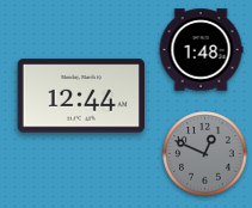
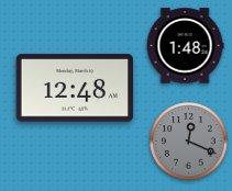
clock at (81, 96): 12:44 -> 12:48
clock at (205, 154): 12:49 -> 12:19
